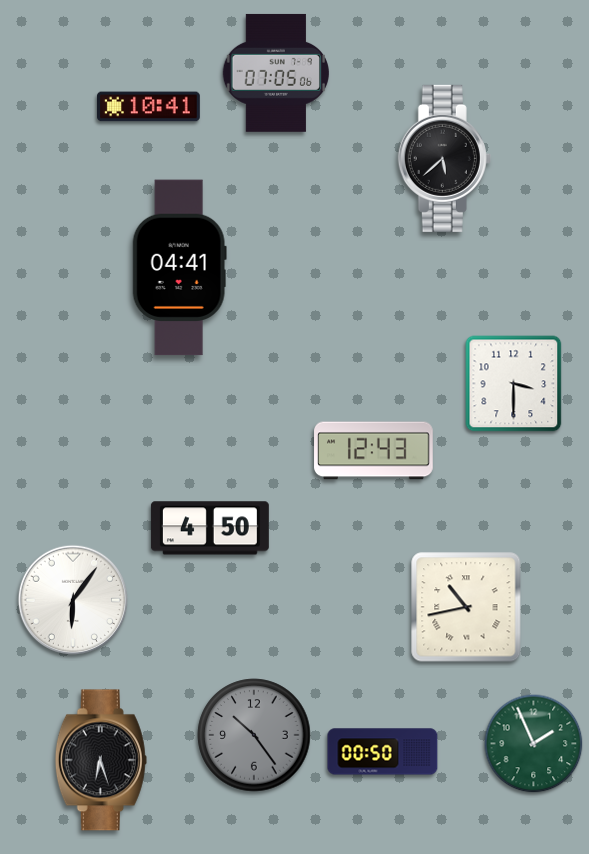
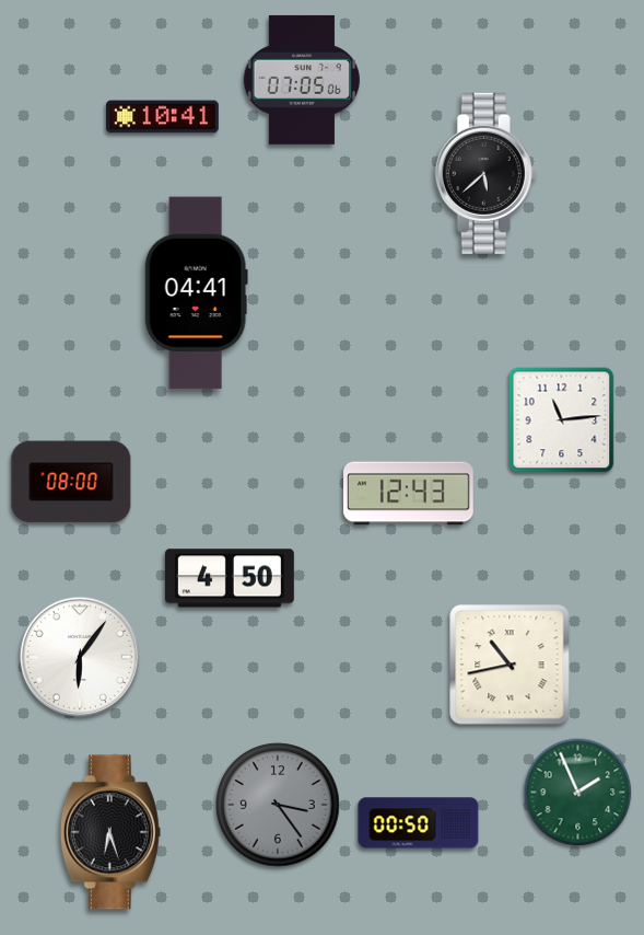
clock at (514, 384): 3:30 -> 11:14
clock at (71, 482): none -> 08:00
clock at (254, 735): 10:24 -> 3:24
clock at (534, 744) position: (534, 744) -> (578, 793)
